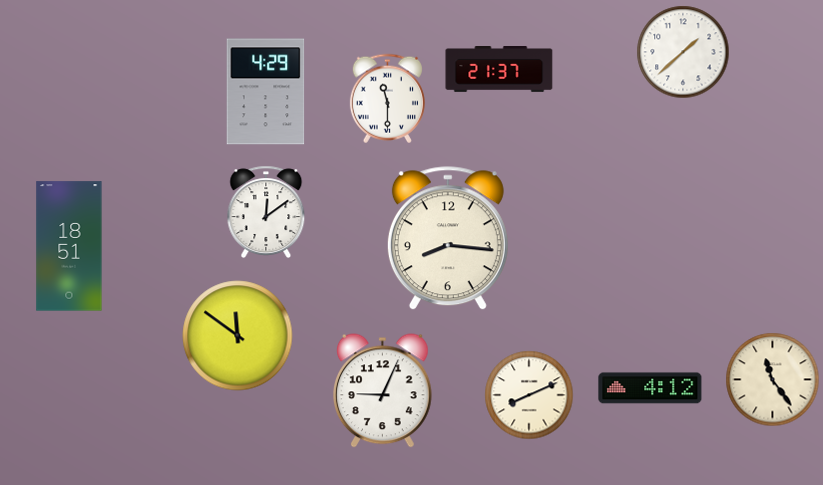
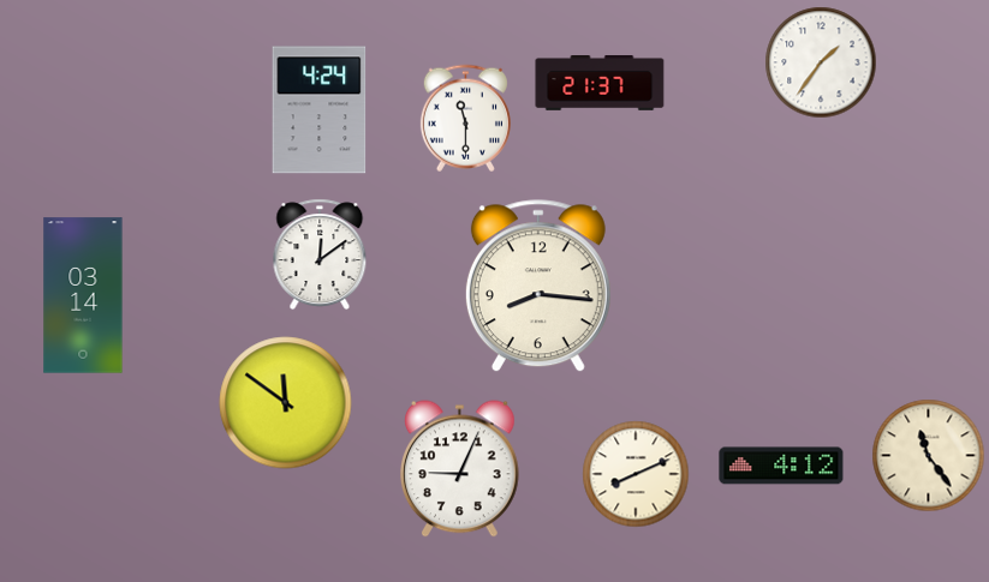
clock at (683, 52): 1:38 -> 1:36
clock at (266, 92): 4:29 -> 4:24
clock at (69, 246): 18:51 -> 03:14
